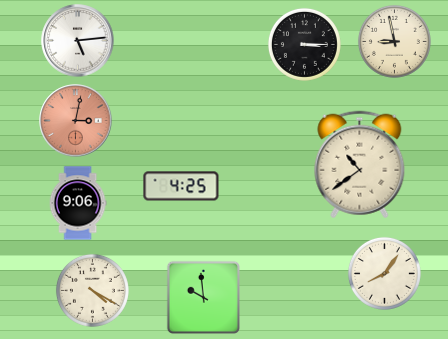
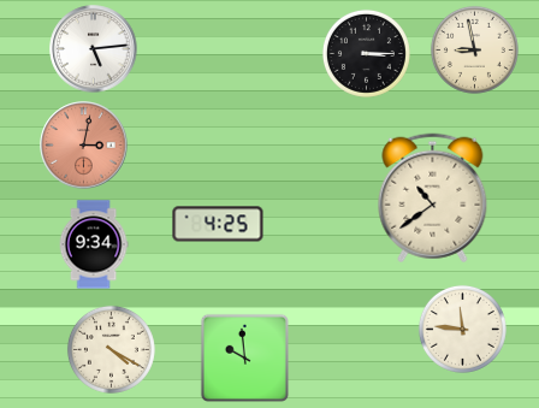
clock at (76, 121) position: (76, 121) -> (84, 146)
clock at (78, 203): 9:06 -> 9:34
clock at (384, 273): 8:06 -> 11:46
